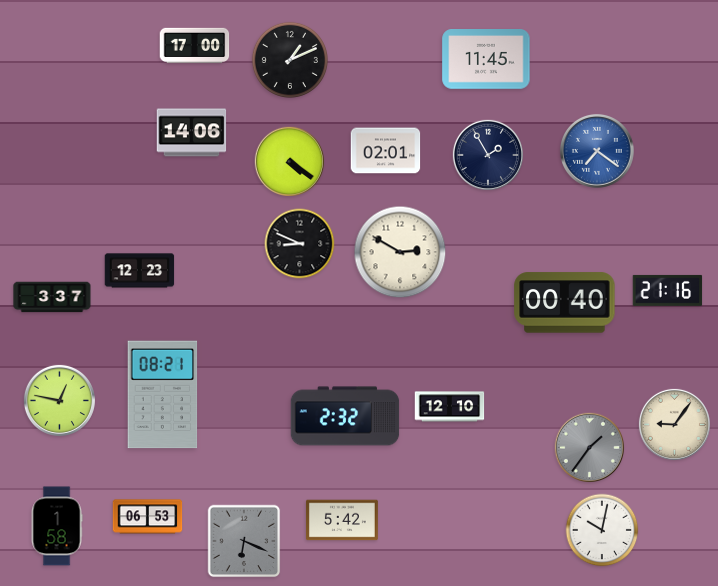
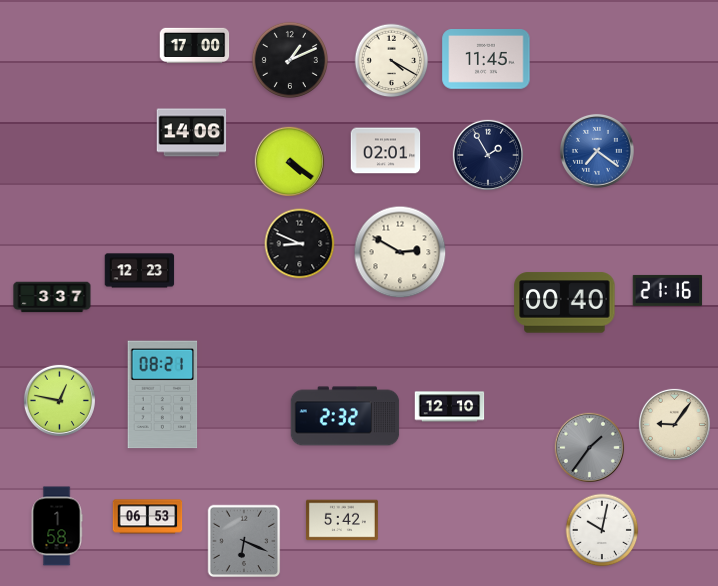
clock at (392, 61): none -> 4:20
